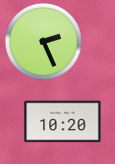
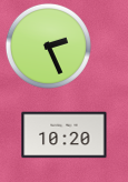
clock at (63, 122) position: (63, 122) -> (65, 135)
